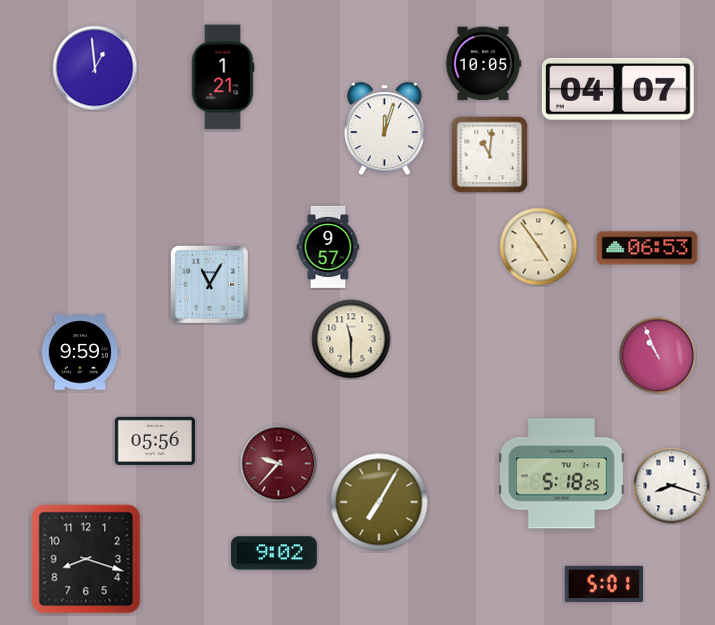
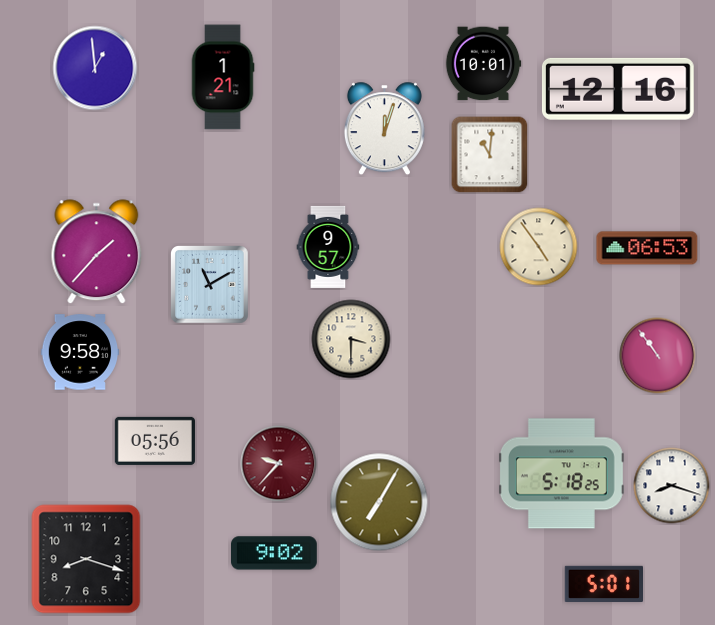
clock at (483, 64): 10:05 -> 10:01
clock at (618, 89): 04:07 -> 12:16
clock at (97, 252): none -> 1:37
clock at (210, 285): 11:05 -> 11:10
clock at (351, 339): 11:30 -> 3:30
clock at (80, 352): 9:59 -> 9:58
clock at (658, 356): 10:56 -> 10:54
